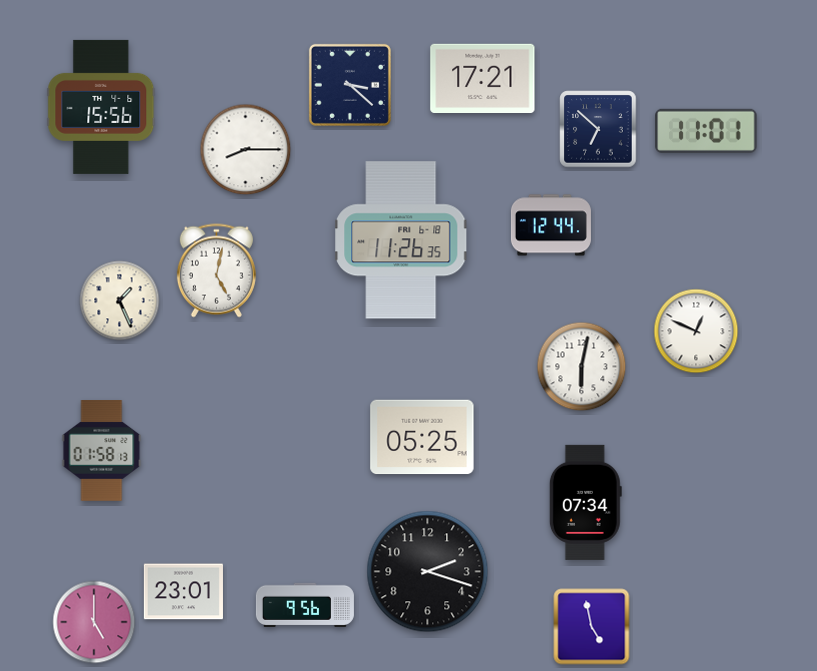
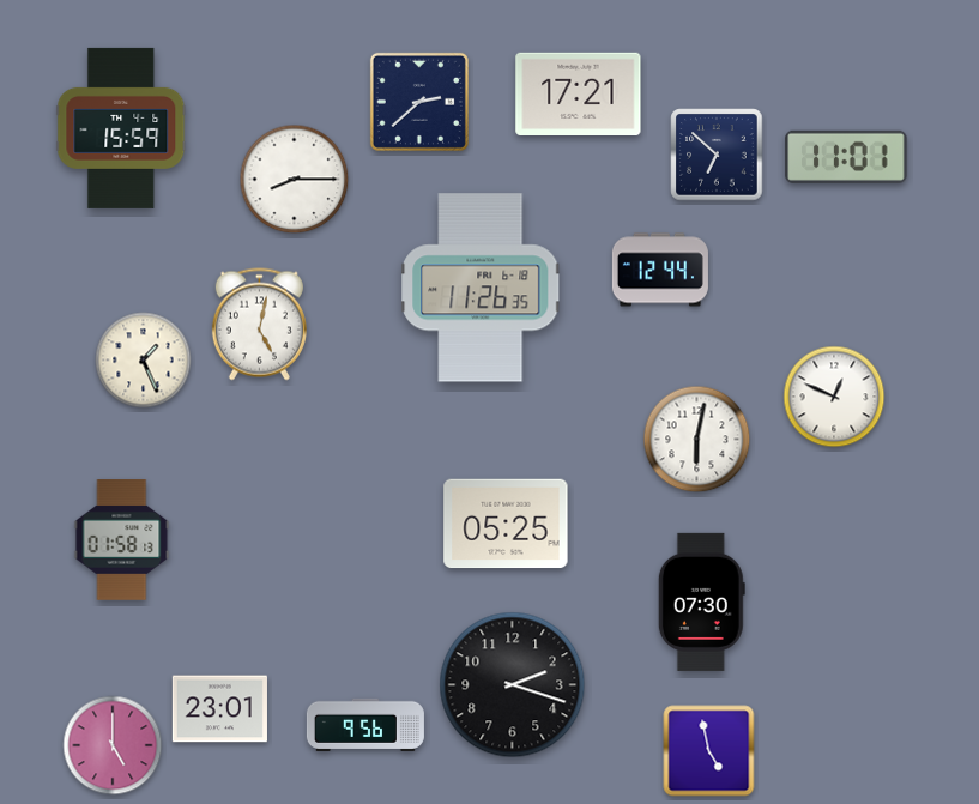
clock at (350, 85): 3:22 -> 2:38
clock at (101, 107): 15:56 -> 15:59
clock at (585, 502): 07:34 -> 07:30
